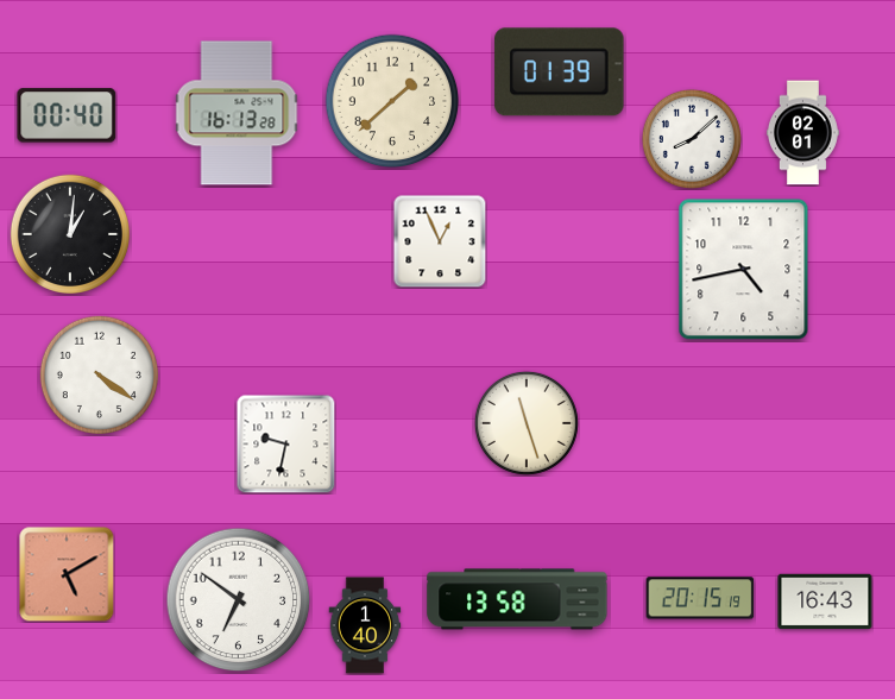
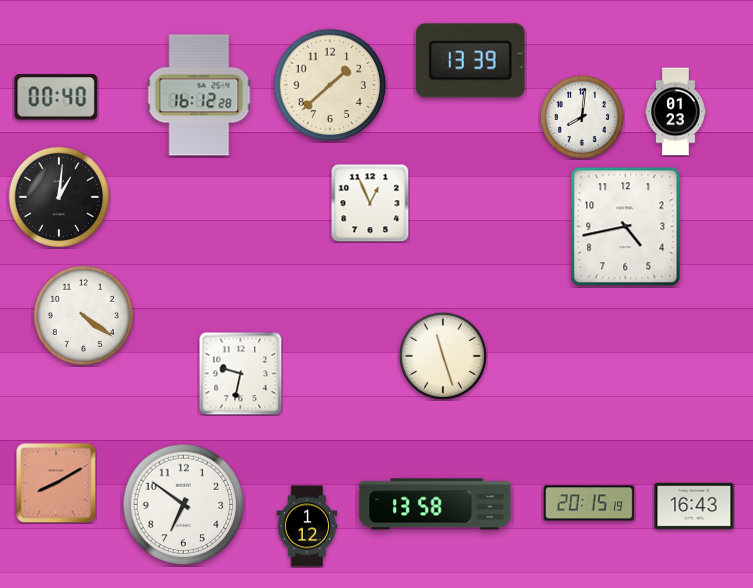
clock at (560, 73): 01:39 -> 13:39
clock at (237, 113): 16:13 -> 16:12
clock at (802, 133): 02:01 -> 01:23
clock at (692, 139): 8:08 -> 8:01
clock at (67, 574): 5:10 -> 8:10
clock at (239, 600) position: (239, 600) -> (184, 505)
clock at (365, 625): 1:40 -> 1:12
